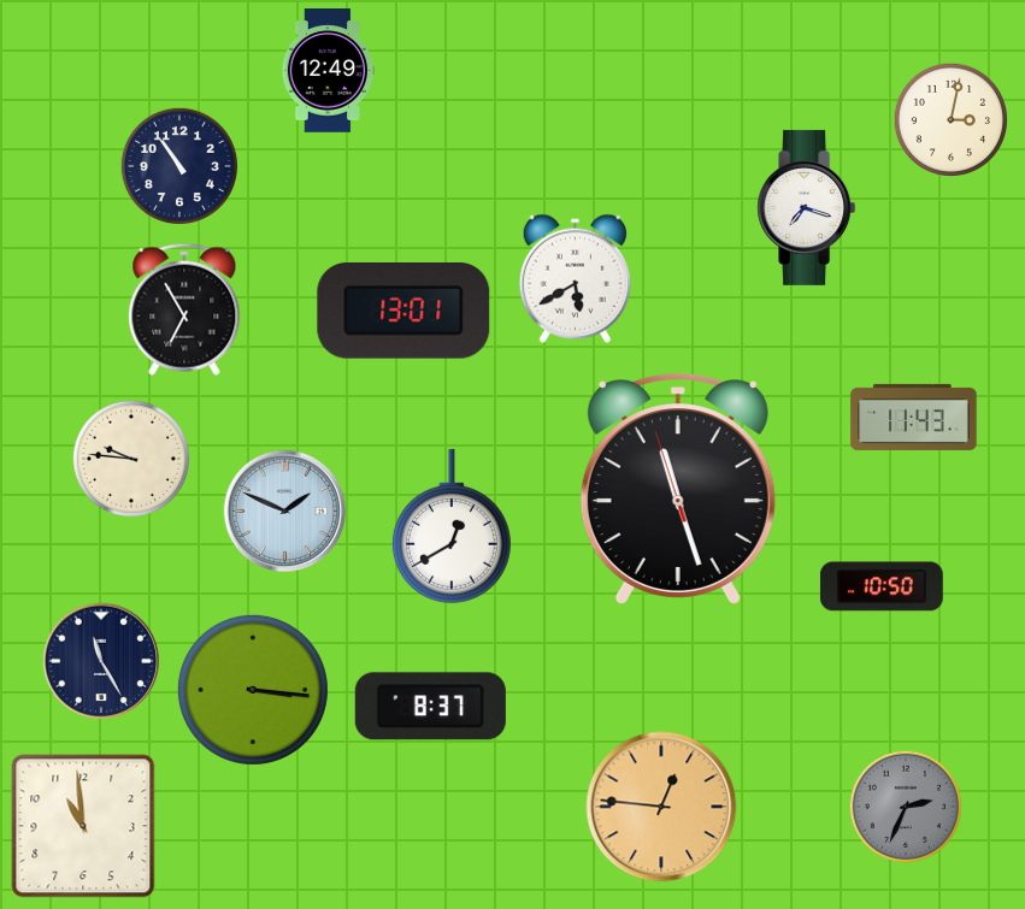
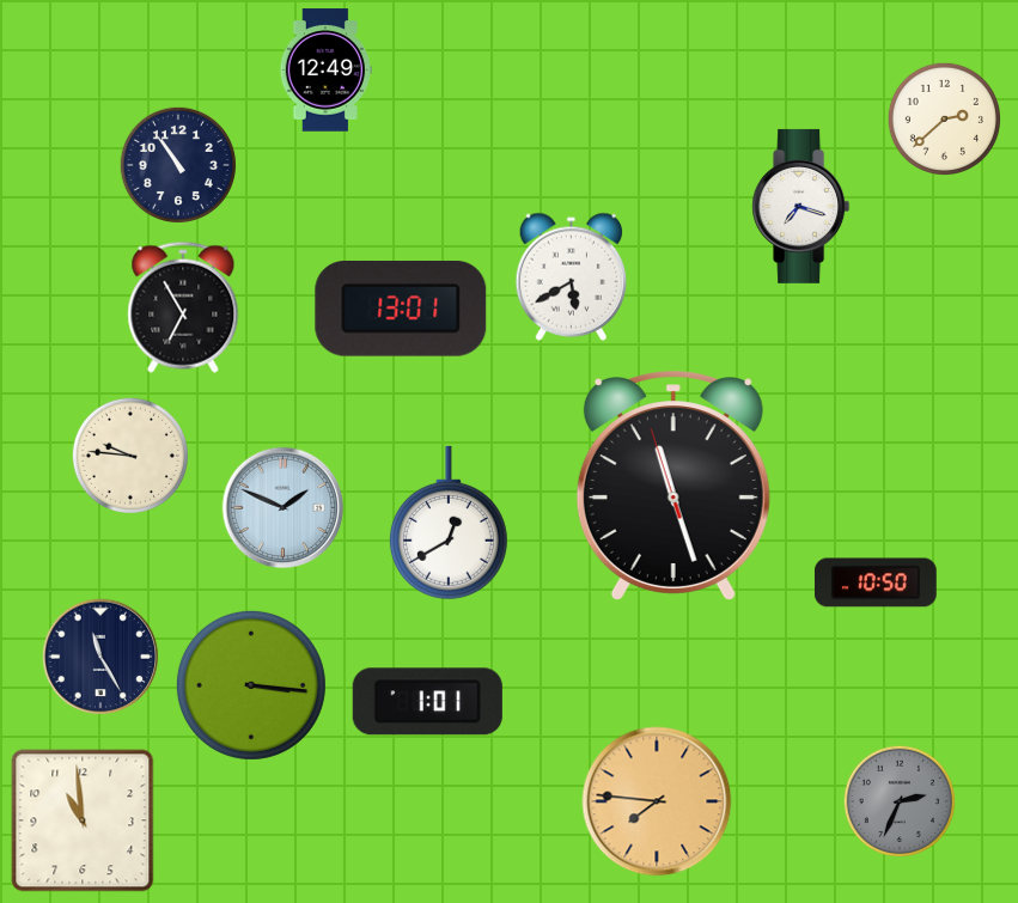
clock at (950, 119): 3:02 -> 2:38
clock at (914, 417): 11:43 -> none
clock at (430, 707): 8:37 -> 1:01
clock at (661, 807): 12:46 -> 7:46
